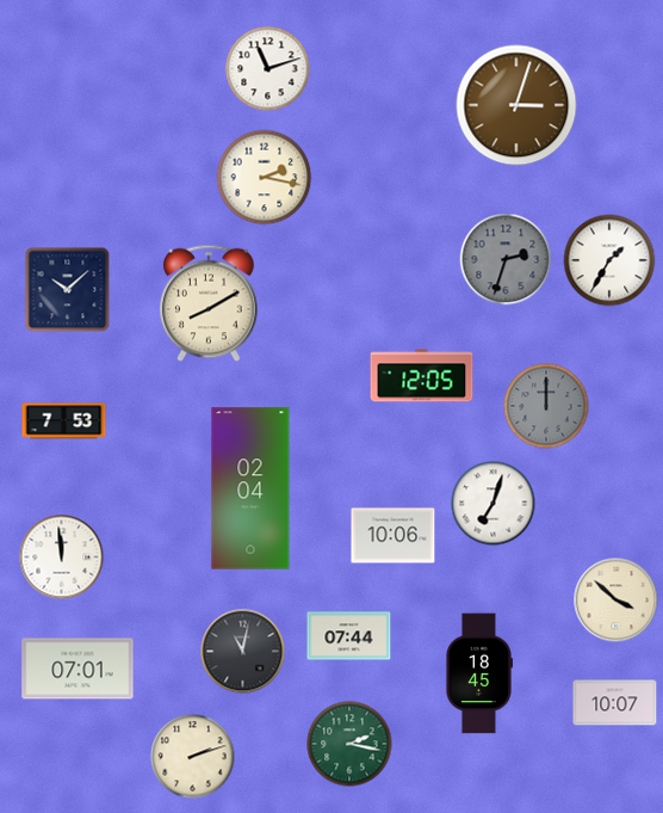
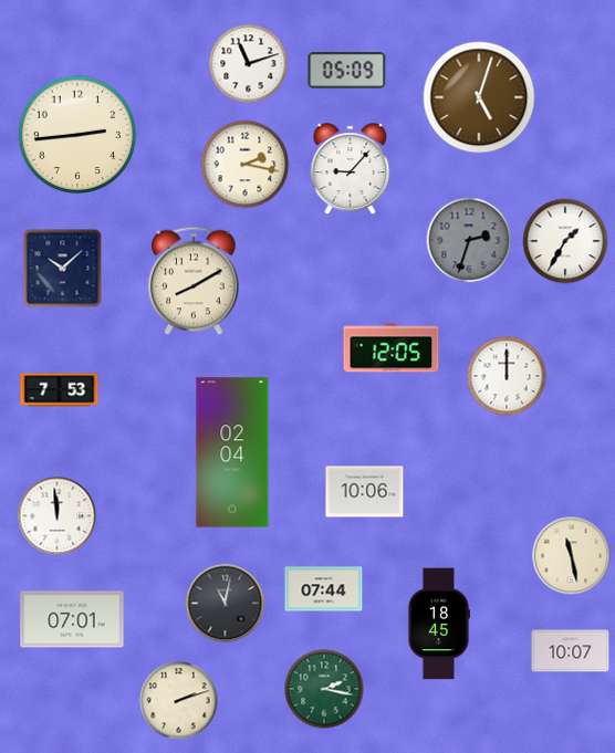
clock at (347, 71): none -> 05:09
clock at (516, 105): 3:03 -> 5:03
clock at (77, 135): none -> 2:44
clock at (351, 169): none -> 9:07
clock at (546, 406) dial: grey -> white
clock at (494, 504): 7:03 -> none
clock at (394, 536) position: (394, 536) -> (365, 492)
clock at (616, 600): 3:52 -> 11:28
clock at (478, 673) position: (478, 673) -> (438, 624)
